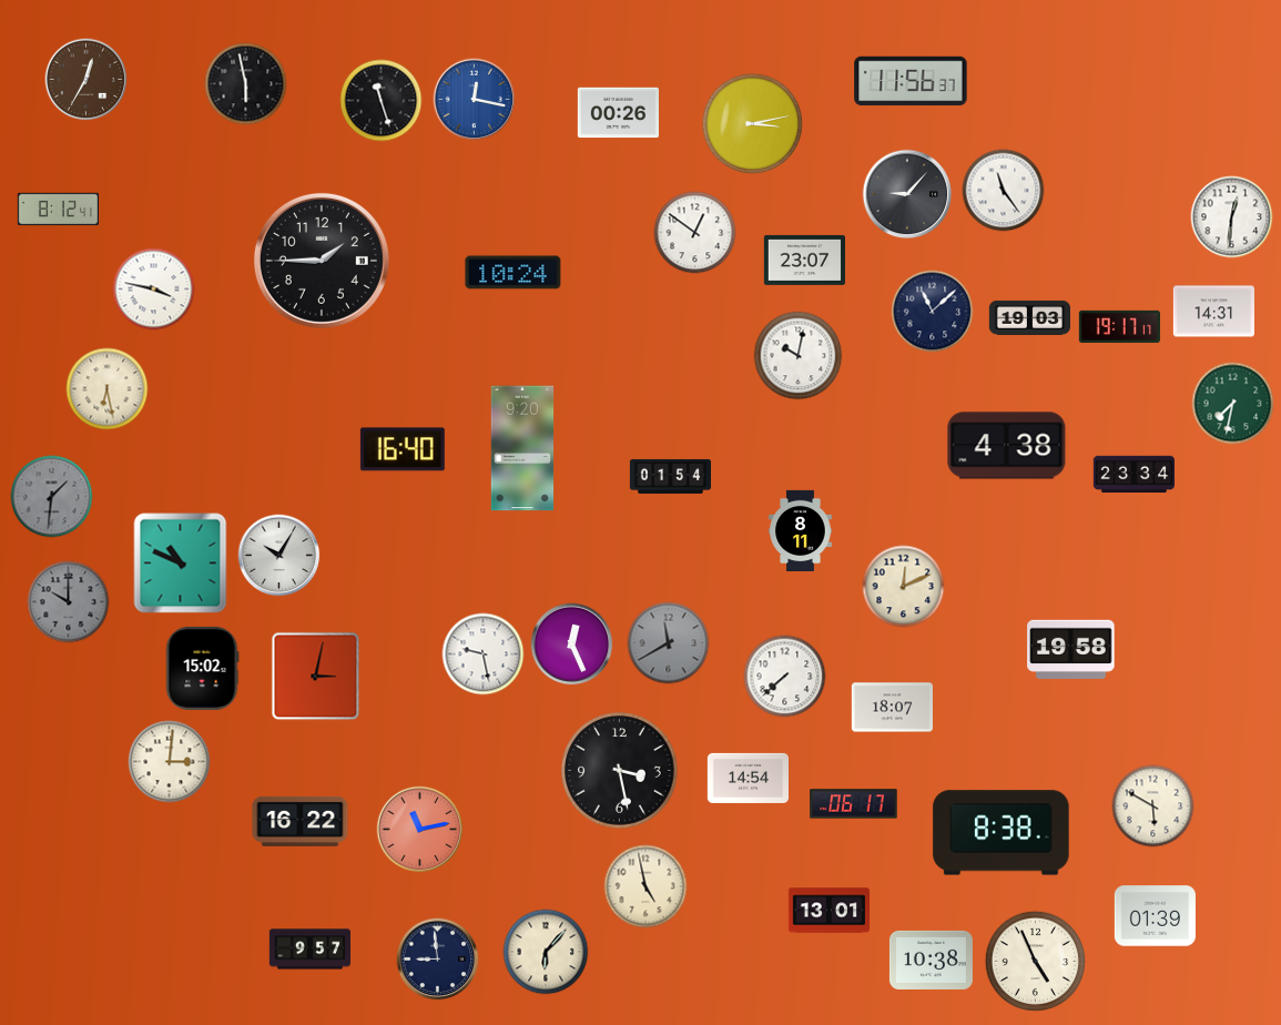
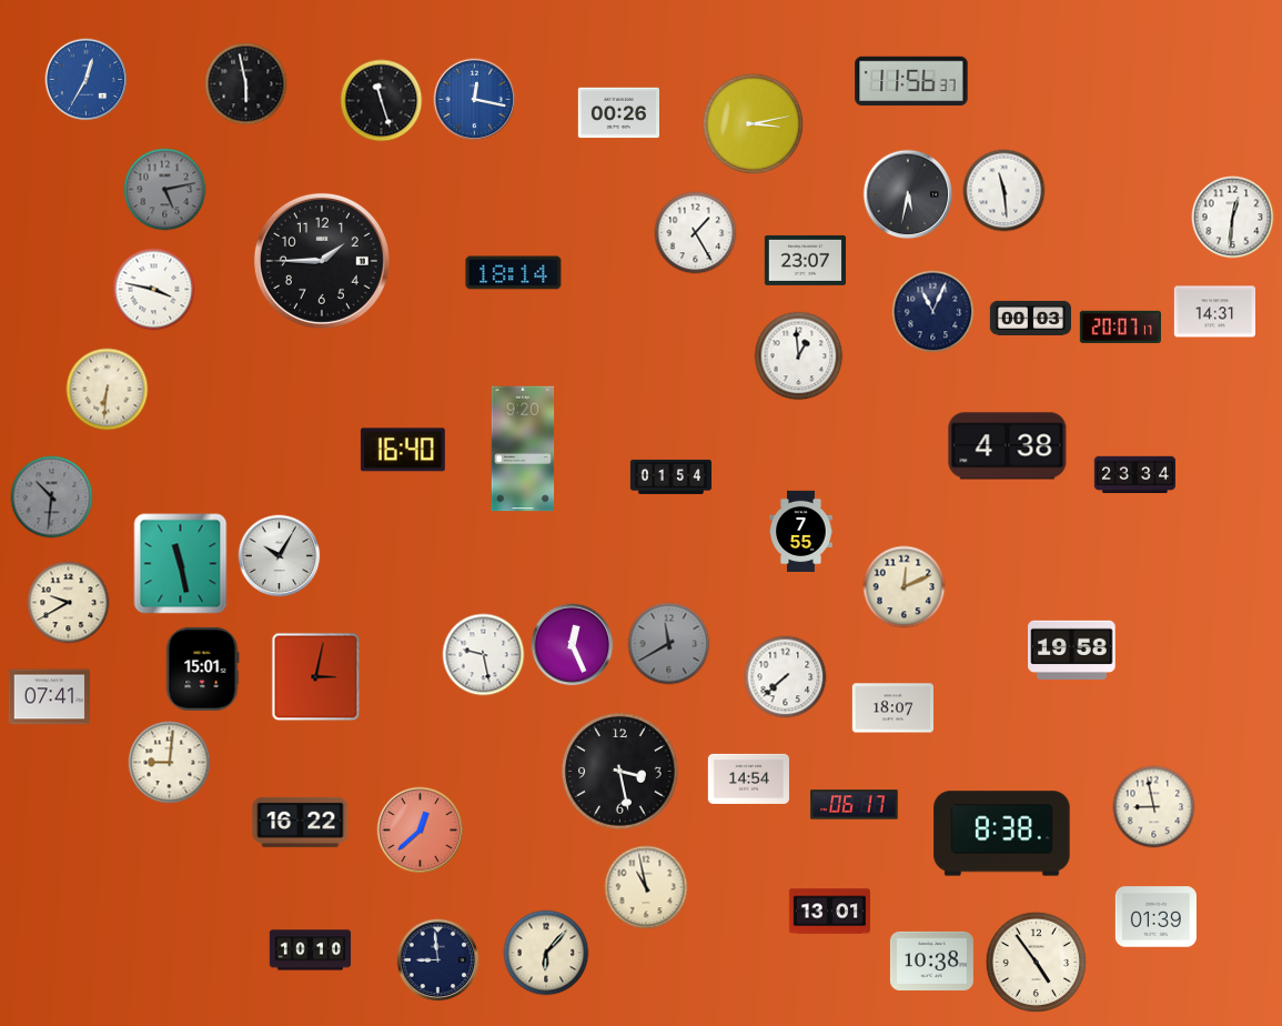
clock at (87, 80) dial: brown -> blue
clock at (165, 190): none -> 5:13
clock at (1004, 191): 11:24 -> 11:29
clock at (907, 194): 9:07 -> 5:32
clock at (58, 210): 8:12 -> none
clock at (695, 233): 12:51 -> 1:25
clock at (514, 273): 10:24 -> 18:14
clock at (933, 312): 11:08 -> 11:04
clock at (1029, 317): 19:03 -> 00:03
clock at (1119, 326): 19:17 -> 20:07
clock at (799, 356): 10:02 -> 12:59
clock at (108, 389): 6:28 -> 6:31
clock at (1233, 404): 7:32 -> none
clock at (52, 497): 1:31 -> 10:31
clock at (801, 530): 8:11 -> 7:55
clock at (181, 564): 10:49 -> 11:28
clock at (69, 602): 10:00 -> 9:40
clock at (69, 602) dial: grey -> cream
clock at (202, 668): 15:02 -> 15:01
clock at (49, 697): none -> 07:41
clock at (170, 762): 3:01 -> 9:01
clock at (1153, 806): 5:50 -> 8:58
clock at (420, 830): 11:13 -> 12:38
clock at (645, 886): 4:58 -> 10:58
clock at (309, 950): 9:57 -> 10:10
clock at (1035, 961): 4:56 -> 4:54
